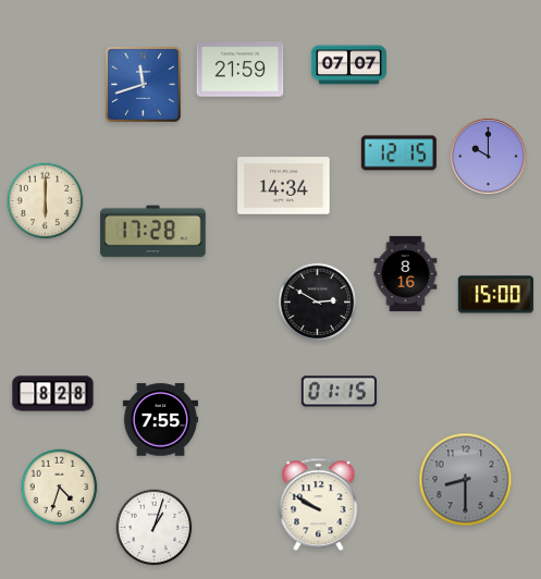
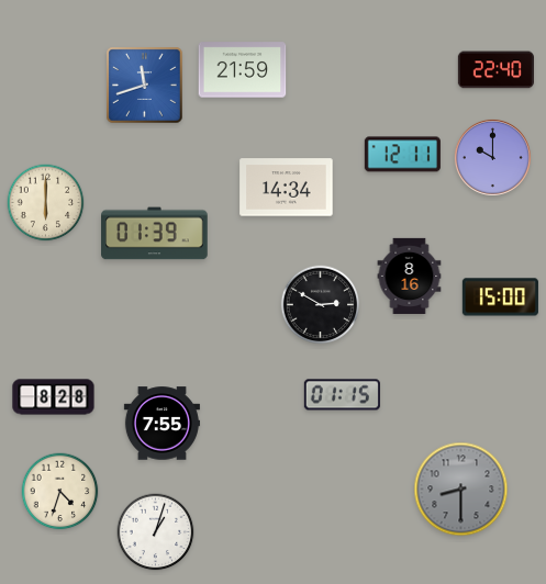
clock at (348, 65): 07:07 -> none
clock at (495, 70): none -> 22:40
clock at (398, 153): 12:15 -> 12:11
clock at (153, 232): 17:28 -> 01:39
clock at (466, 480) position: (466, 480) -> (461, 490)
clock at (319, 505): 9:50 -> none
